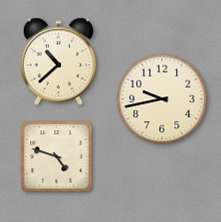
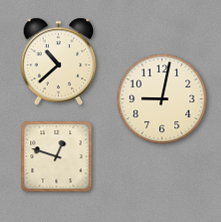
clock at (162, 99): 9:43 -> 9:02
clock at (57, 157): 4:48 -> 12:48
